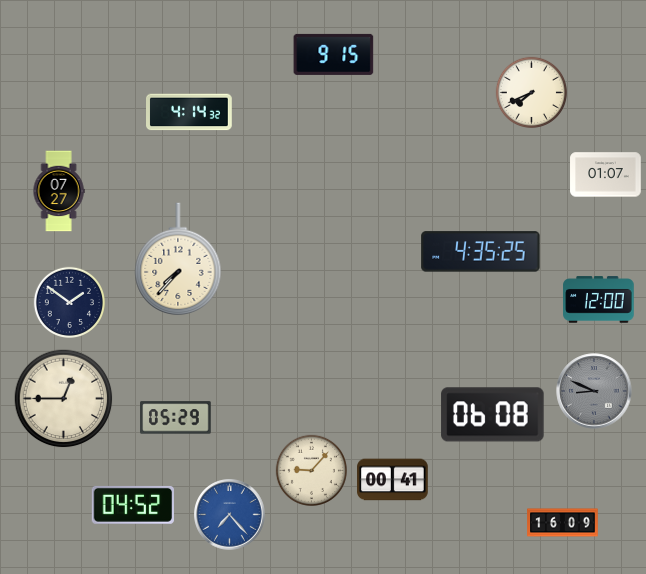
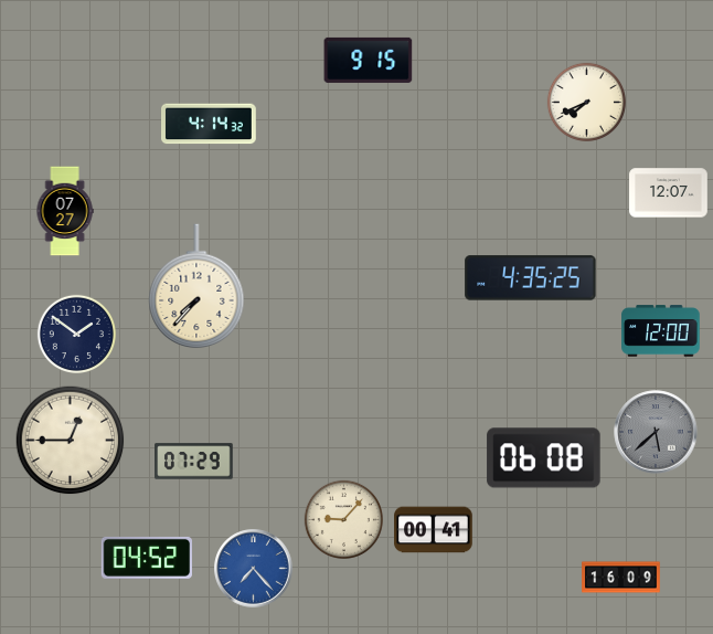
clock at (606, 175): 01:07 -> 12:07
clock at (594, 391): 8:49 -> 5:38
clock at (176, 418): 05:29 -> 07:29
